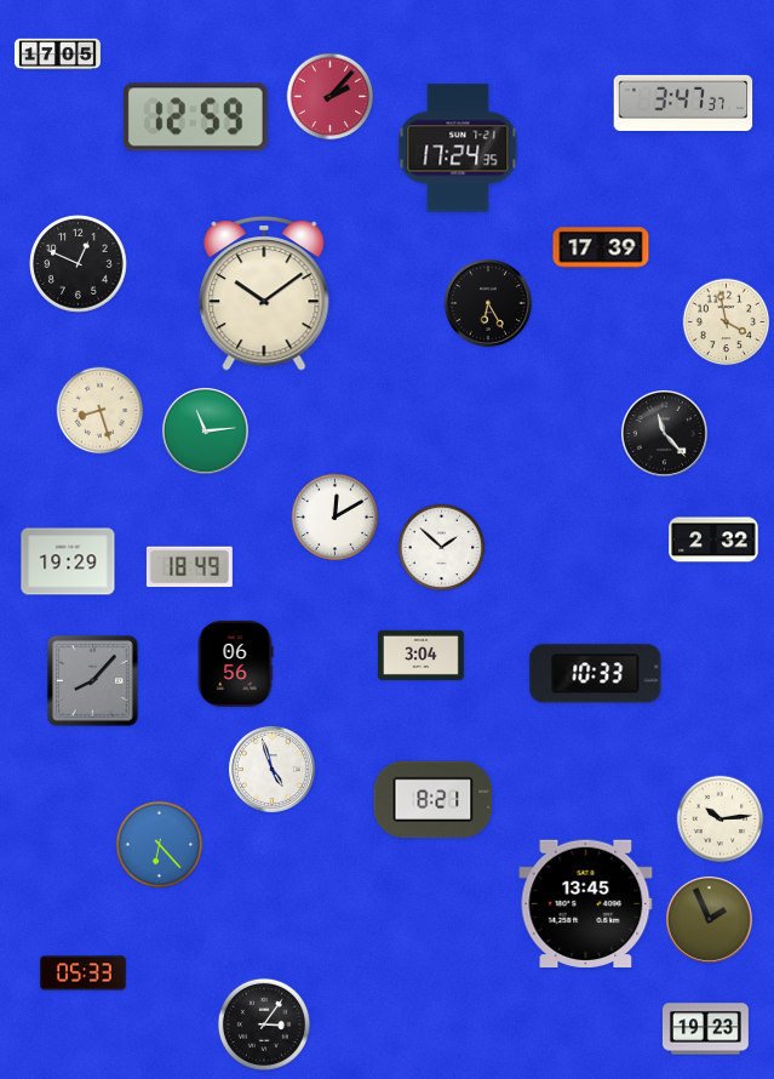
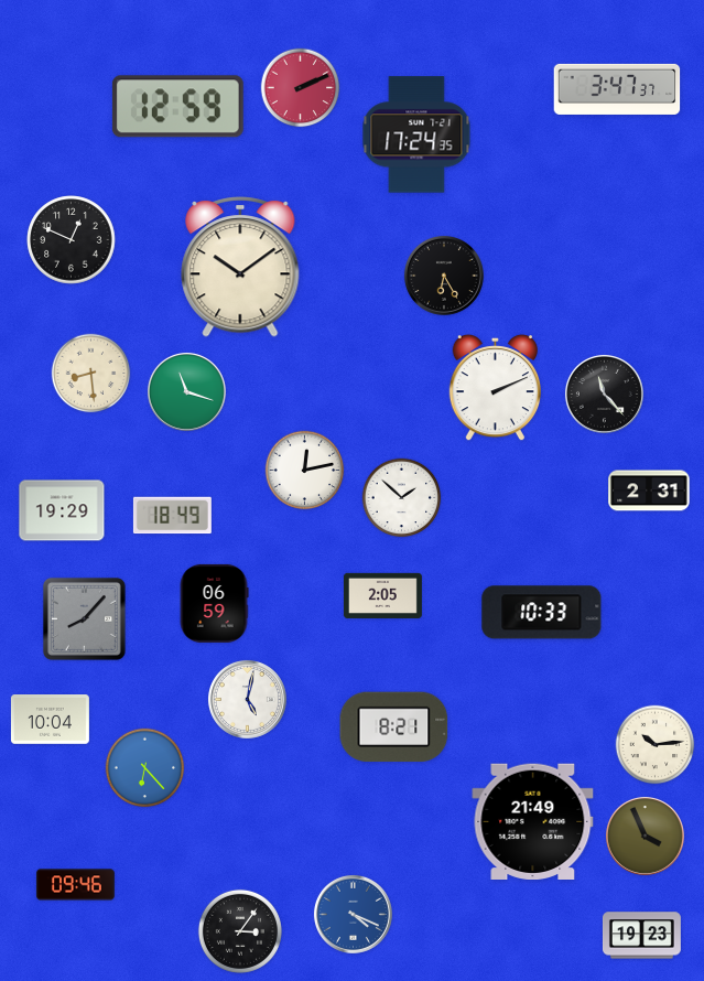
clock at (57, 55): 17:05 -> none
clock at (331, 97): 2:07 -> 2:11
clock at (683, 103) position: (683, 103) -> (617, 89)
clock at (601, 247): 17:39 -> none
clock at (727, 322): 3:58 -> none
clock at (101, 411): 8:27 -> 8:29
clock at (495, 388): none -> 2:11
clock at (205, 430): 11:14 -> 11:18
clock at (336, 518): 12:10 -> 12:13
clock at (713, 539): 2:32 -> 2:31
clock at (420, 655): 3:04 -> 2:05
clock at (235, 663): 06:56 -> 06:59
clock at (271, 769): 4:57 -> 5:02
clock at (50, 720): none -> 10:04
clock at (586, 903): 13:45 -> 21:49
clock at (709, 919): 1:56 -> 3:56
clock at (82, 974): 05:33 -> 09:46
clock at (353, 914): none -> 4:19
